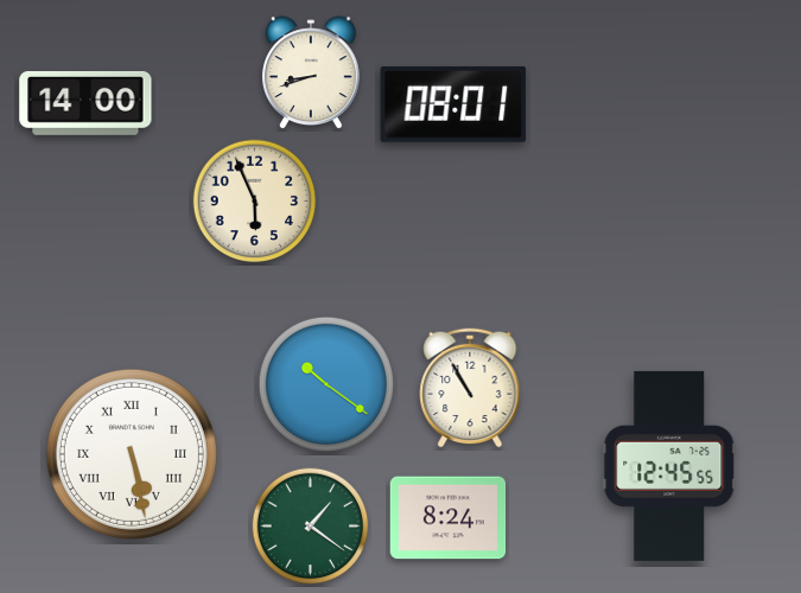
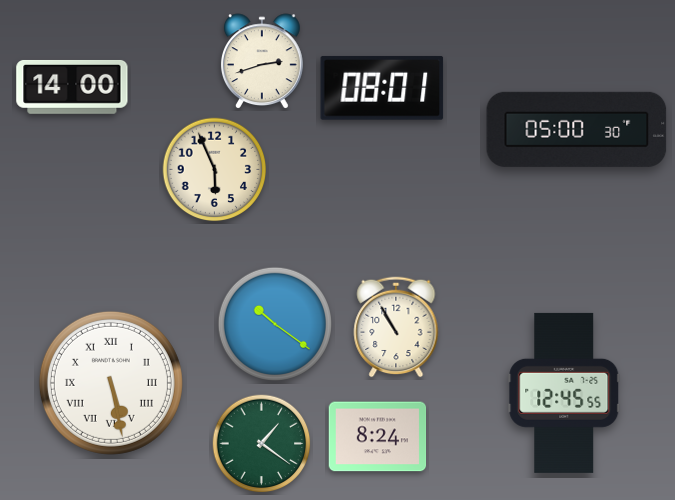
clock at (311, 72): 8:42 -> 2:42
clock at (577, 129): none -> 05:00
